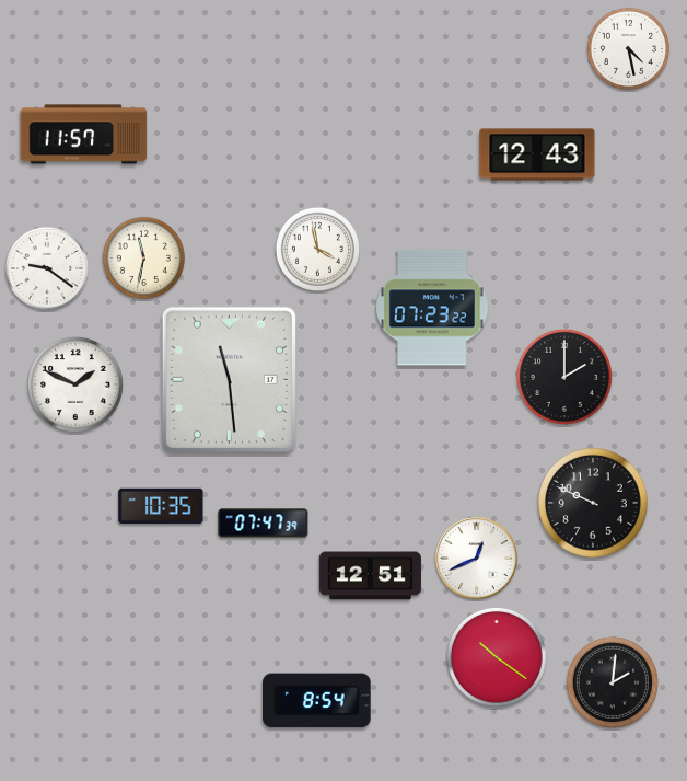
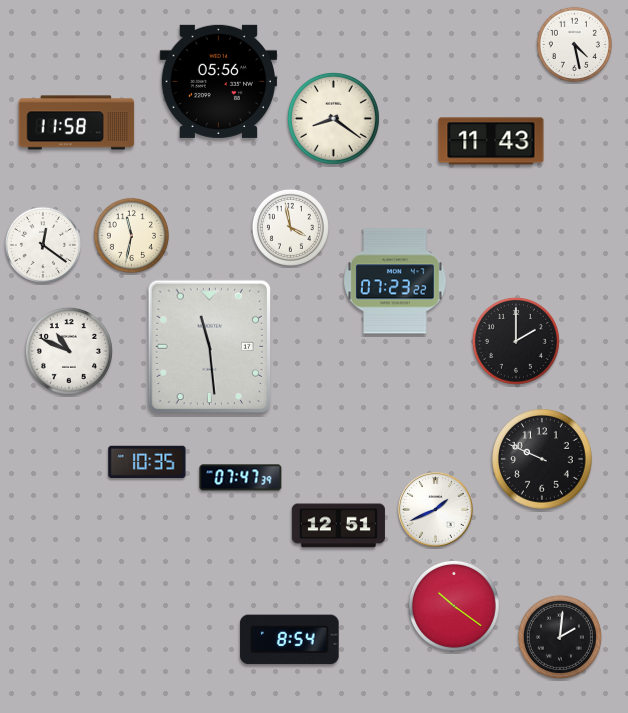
clock at (218, 81): none -> 05:56
clock at (333, 118): none -> 8:21
clock at (84, 135): 11:57 -> 11:58
clock at (537, 154): 12:43 -> 11:43
clock at (47, 268): 9:21 -> 12:21
clock at (564, 377) position: (564, 377) -> (516, 341)
clock at (75, 384): 1:49 -> 10:49
clock at (477, 559): 12:41 -> 1:41
clock at (497, 657) position: (497, 657) -> (454, 606)
clock at (613, 682) position: (613, 682) -> (560, 637)
